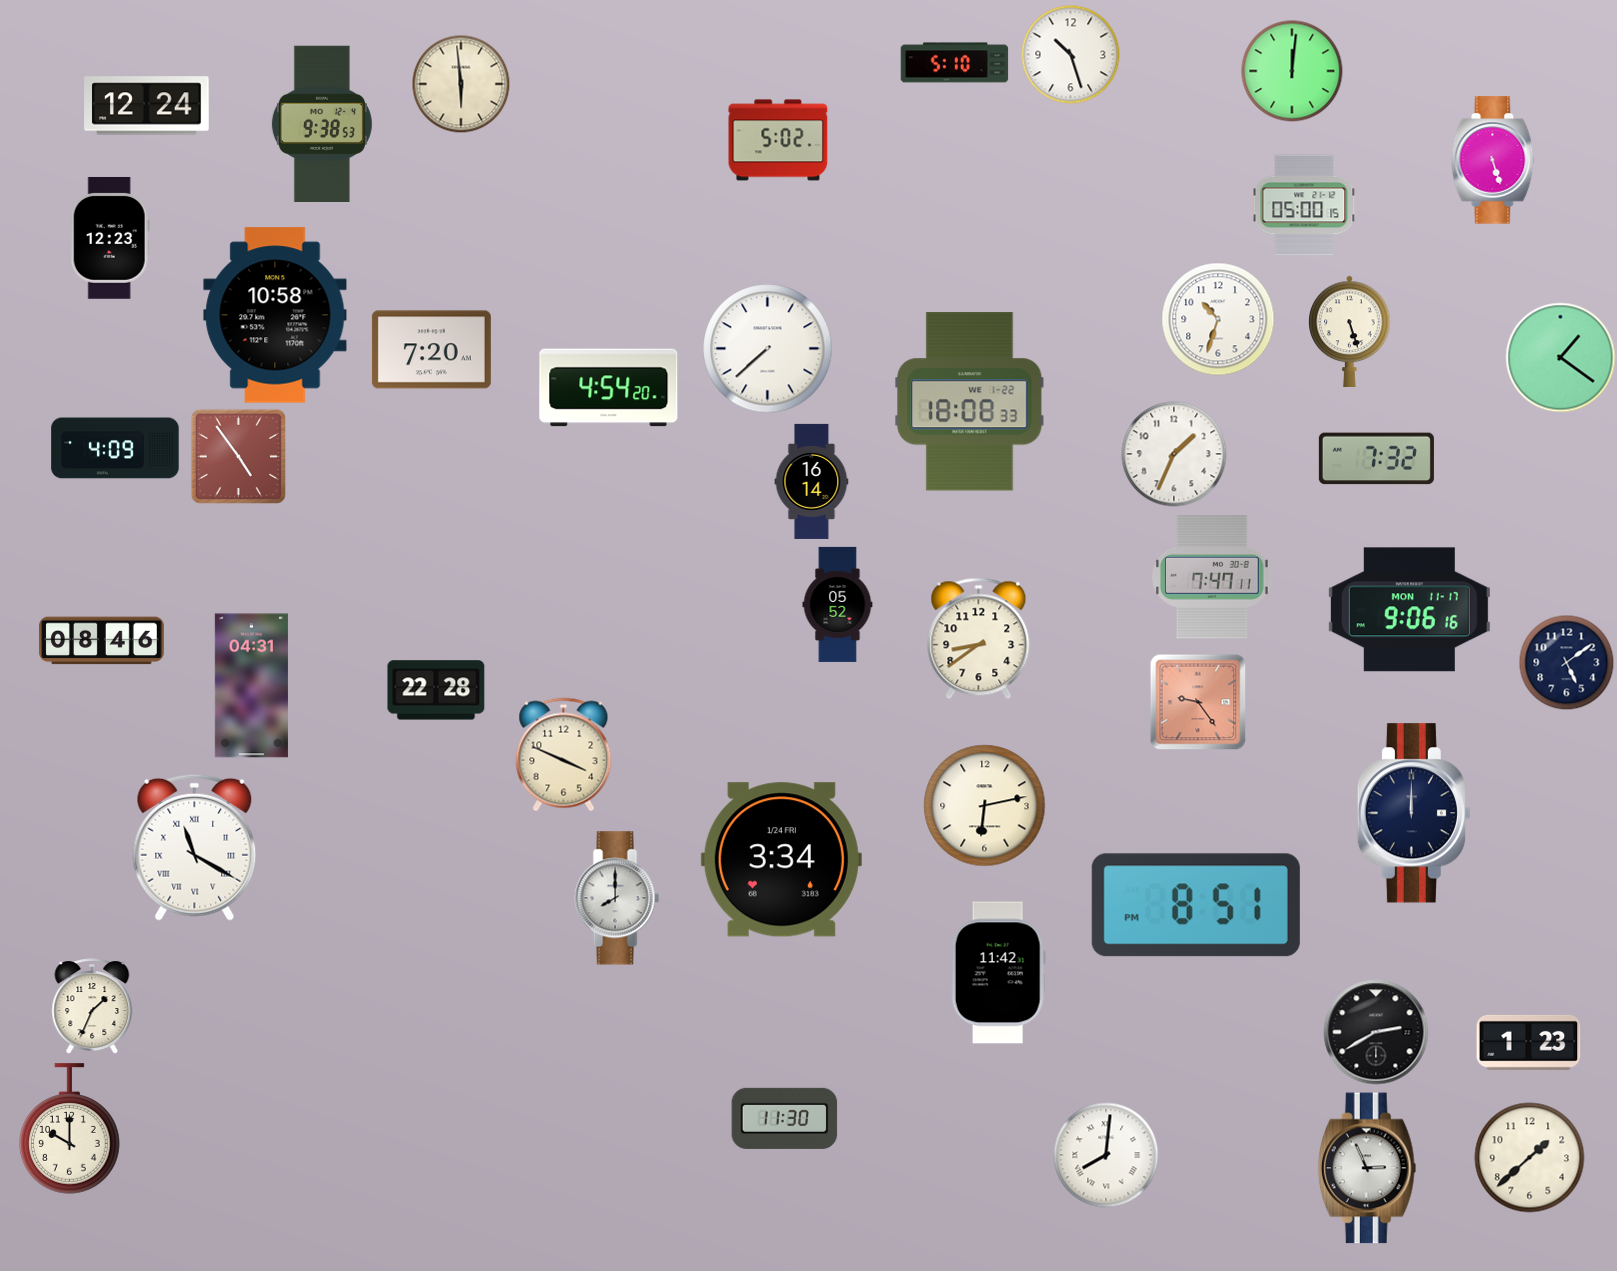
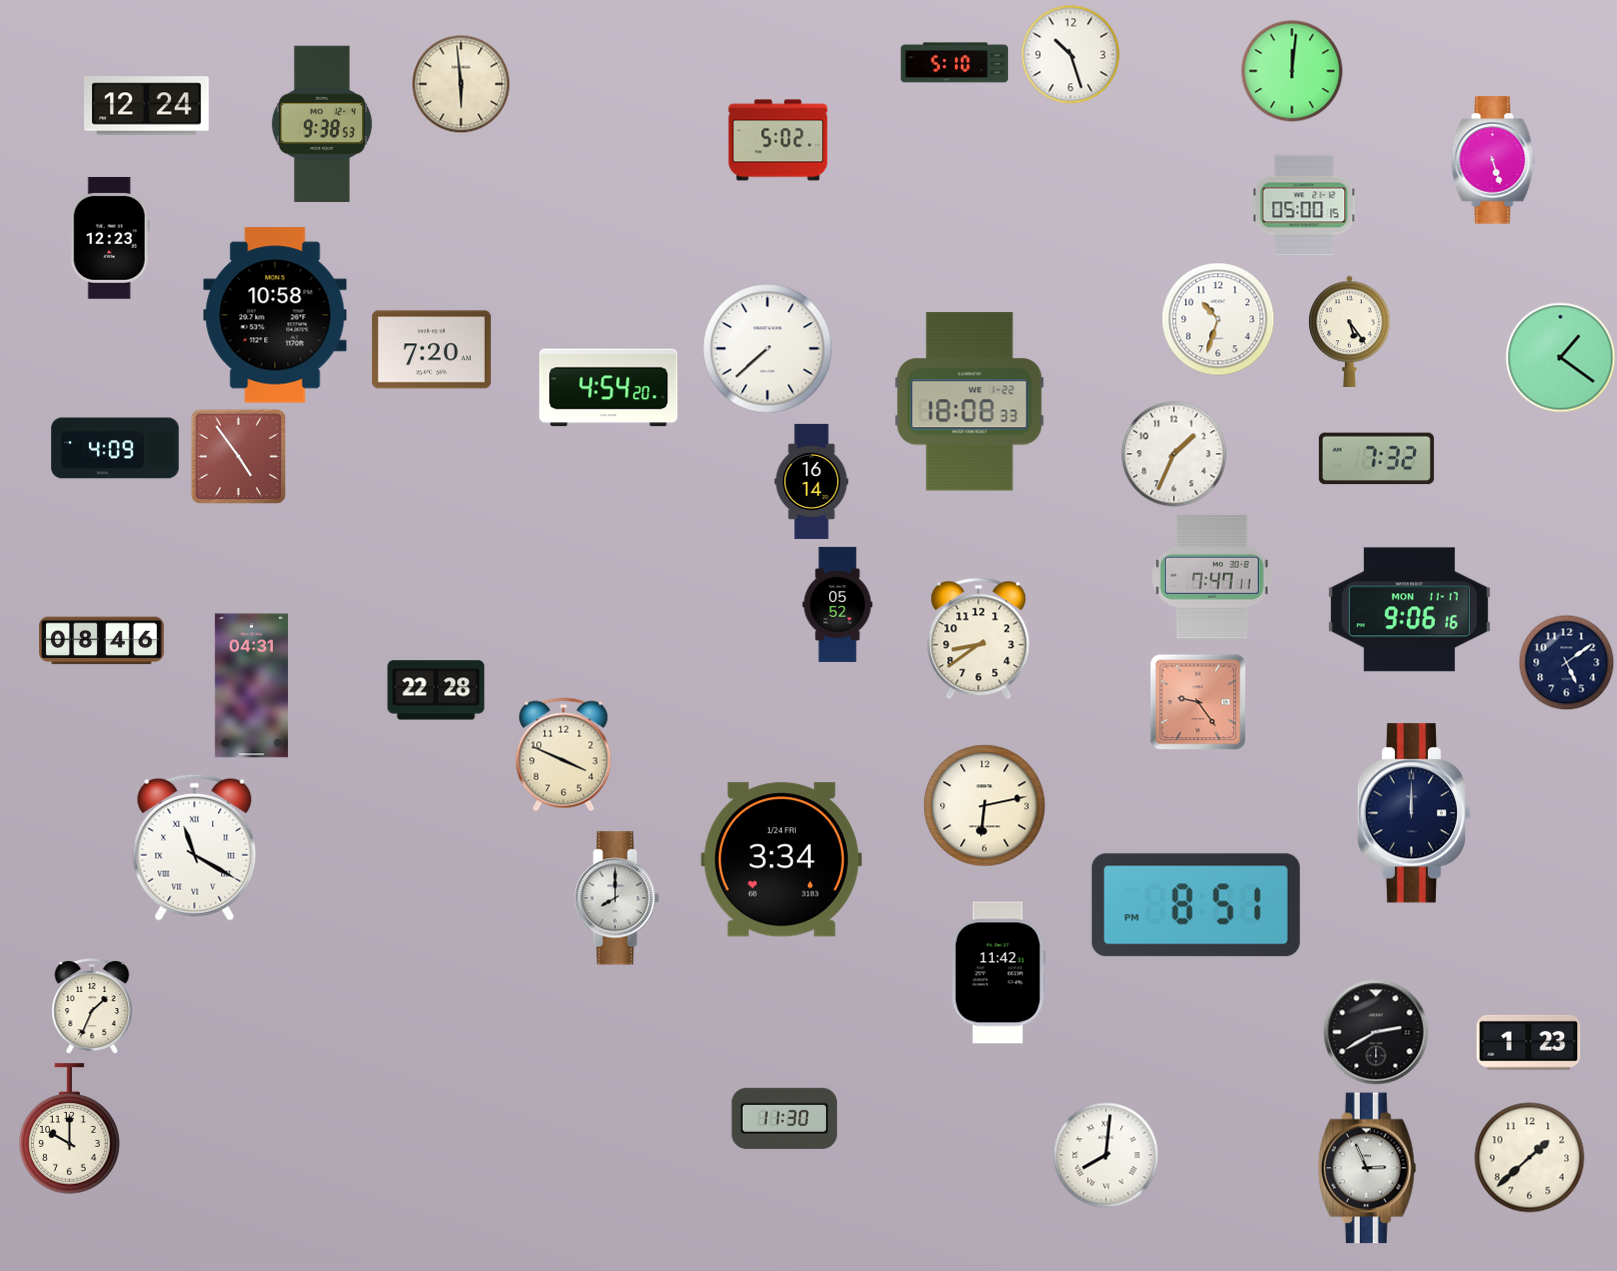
clock at (1350, 331): 5:27 -> 5:24
